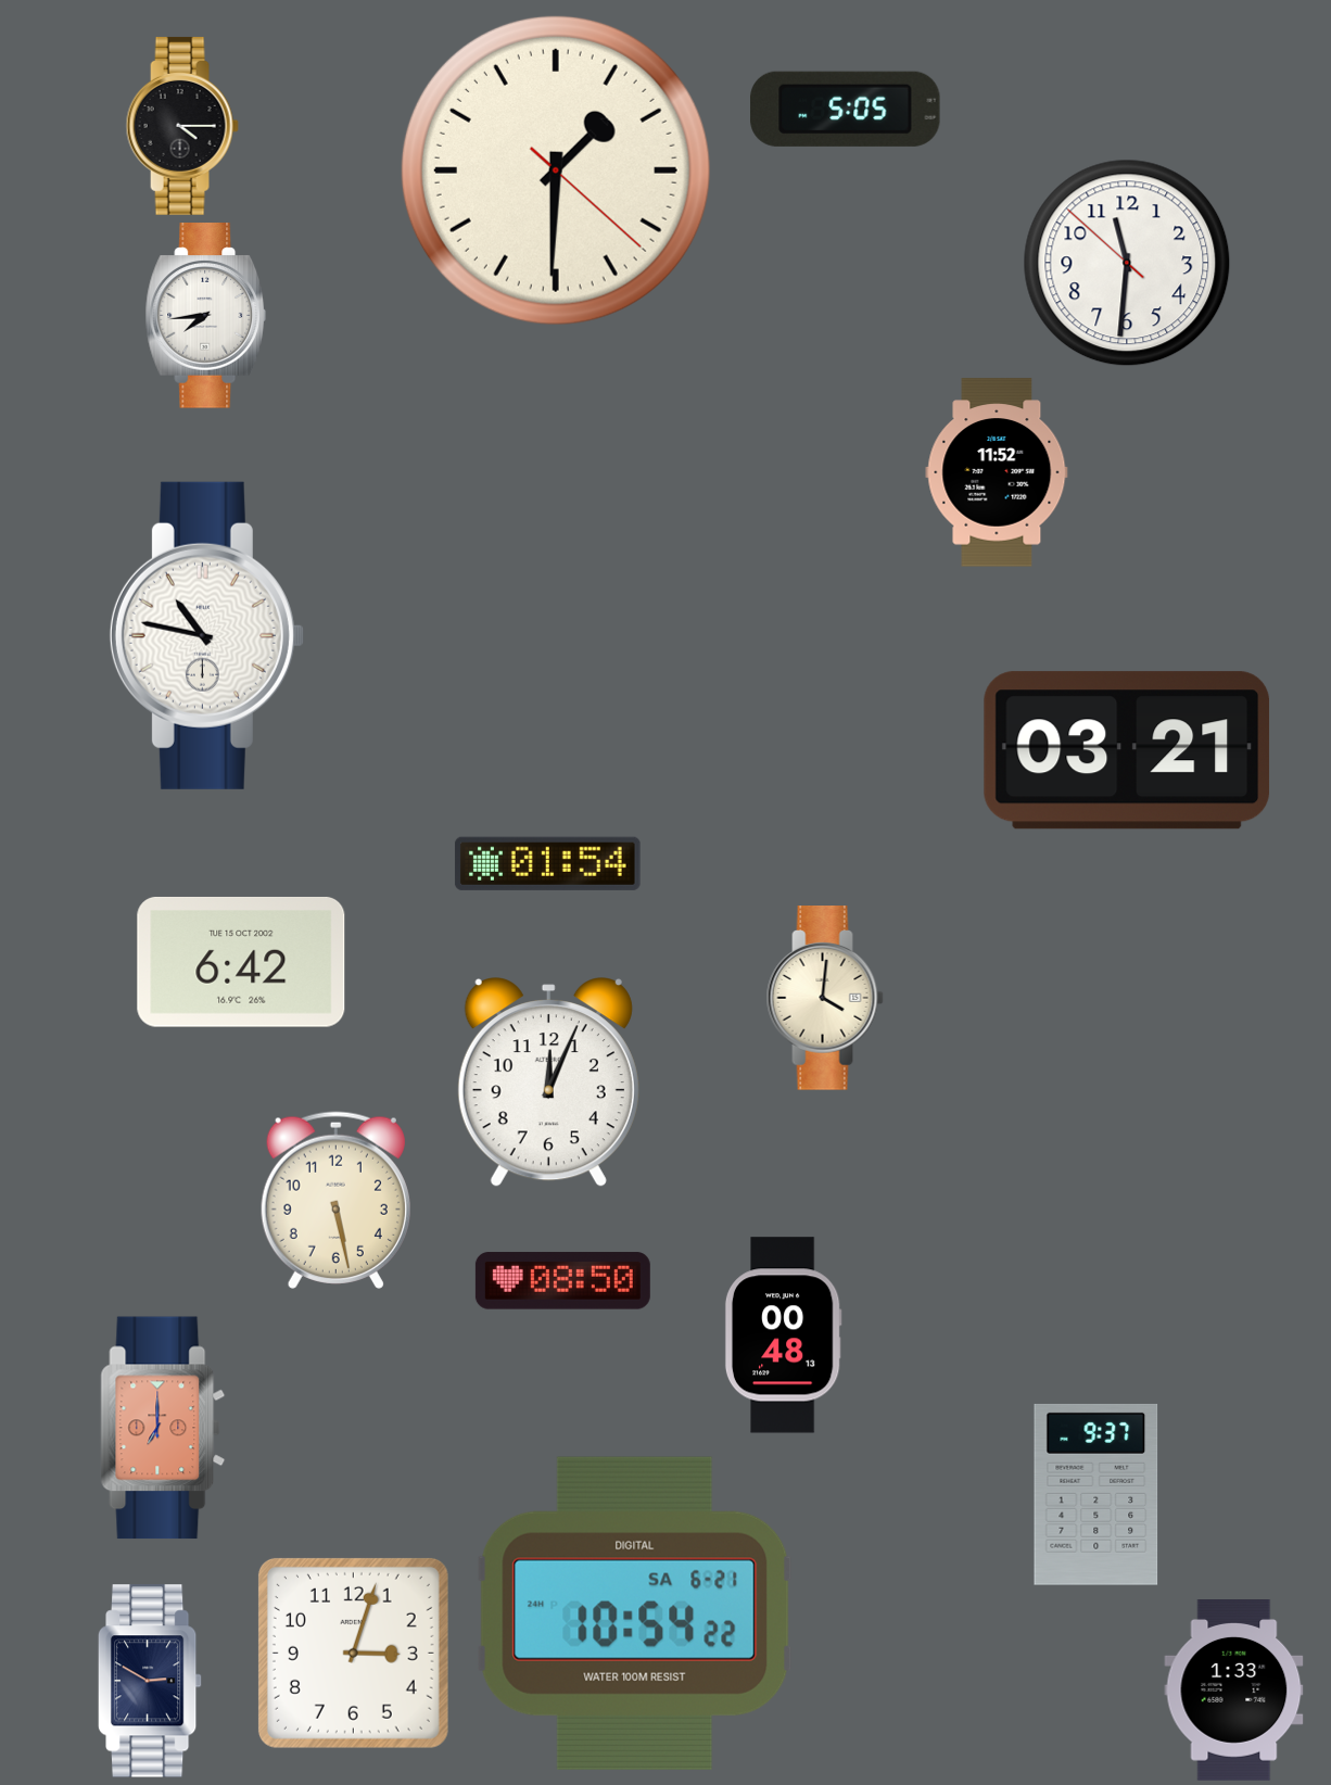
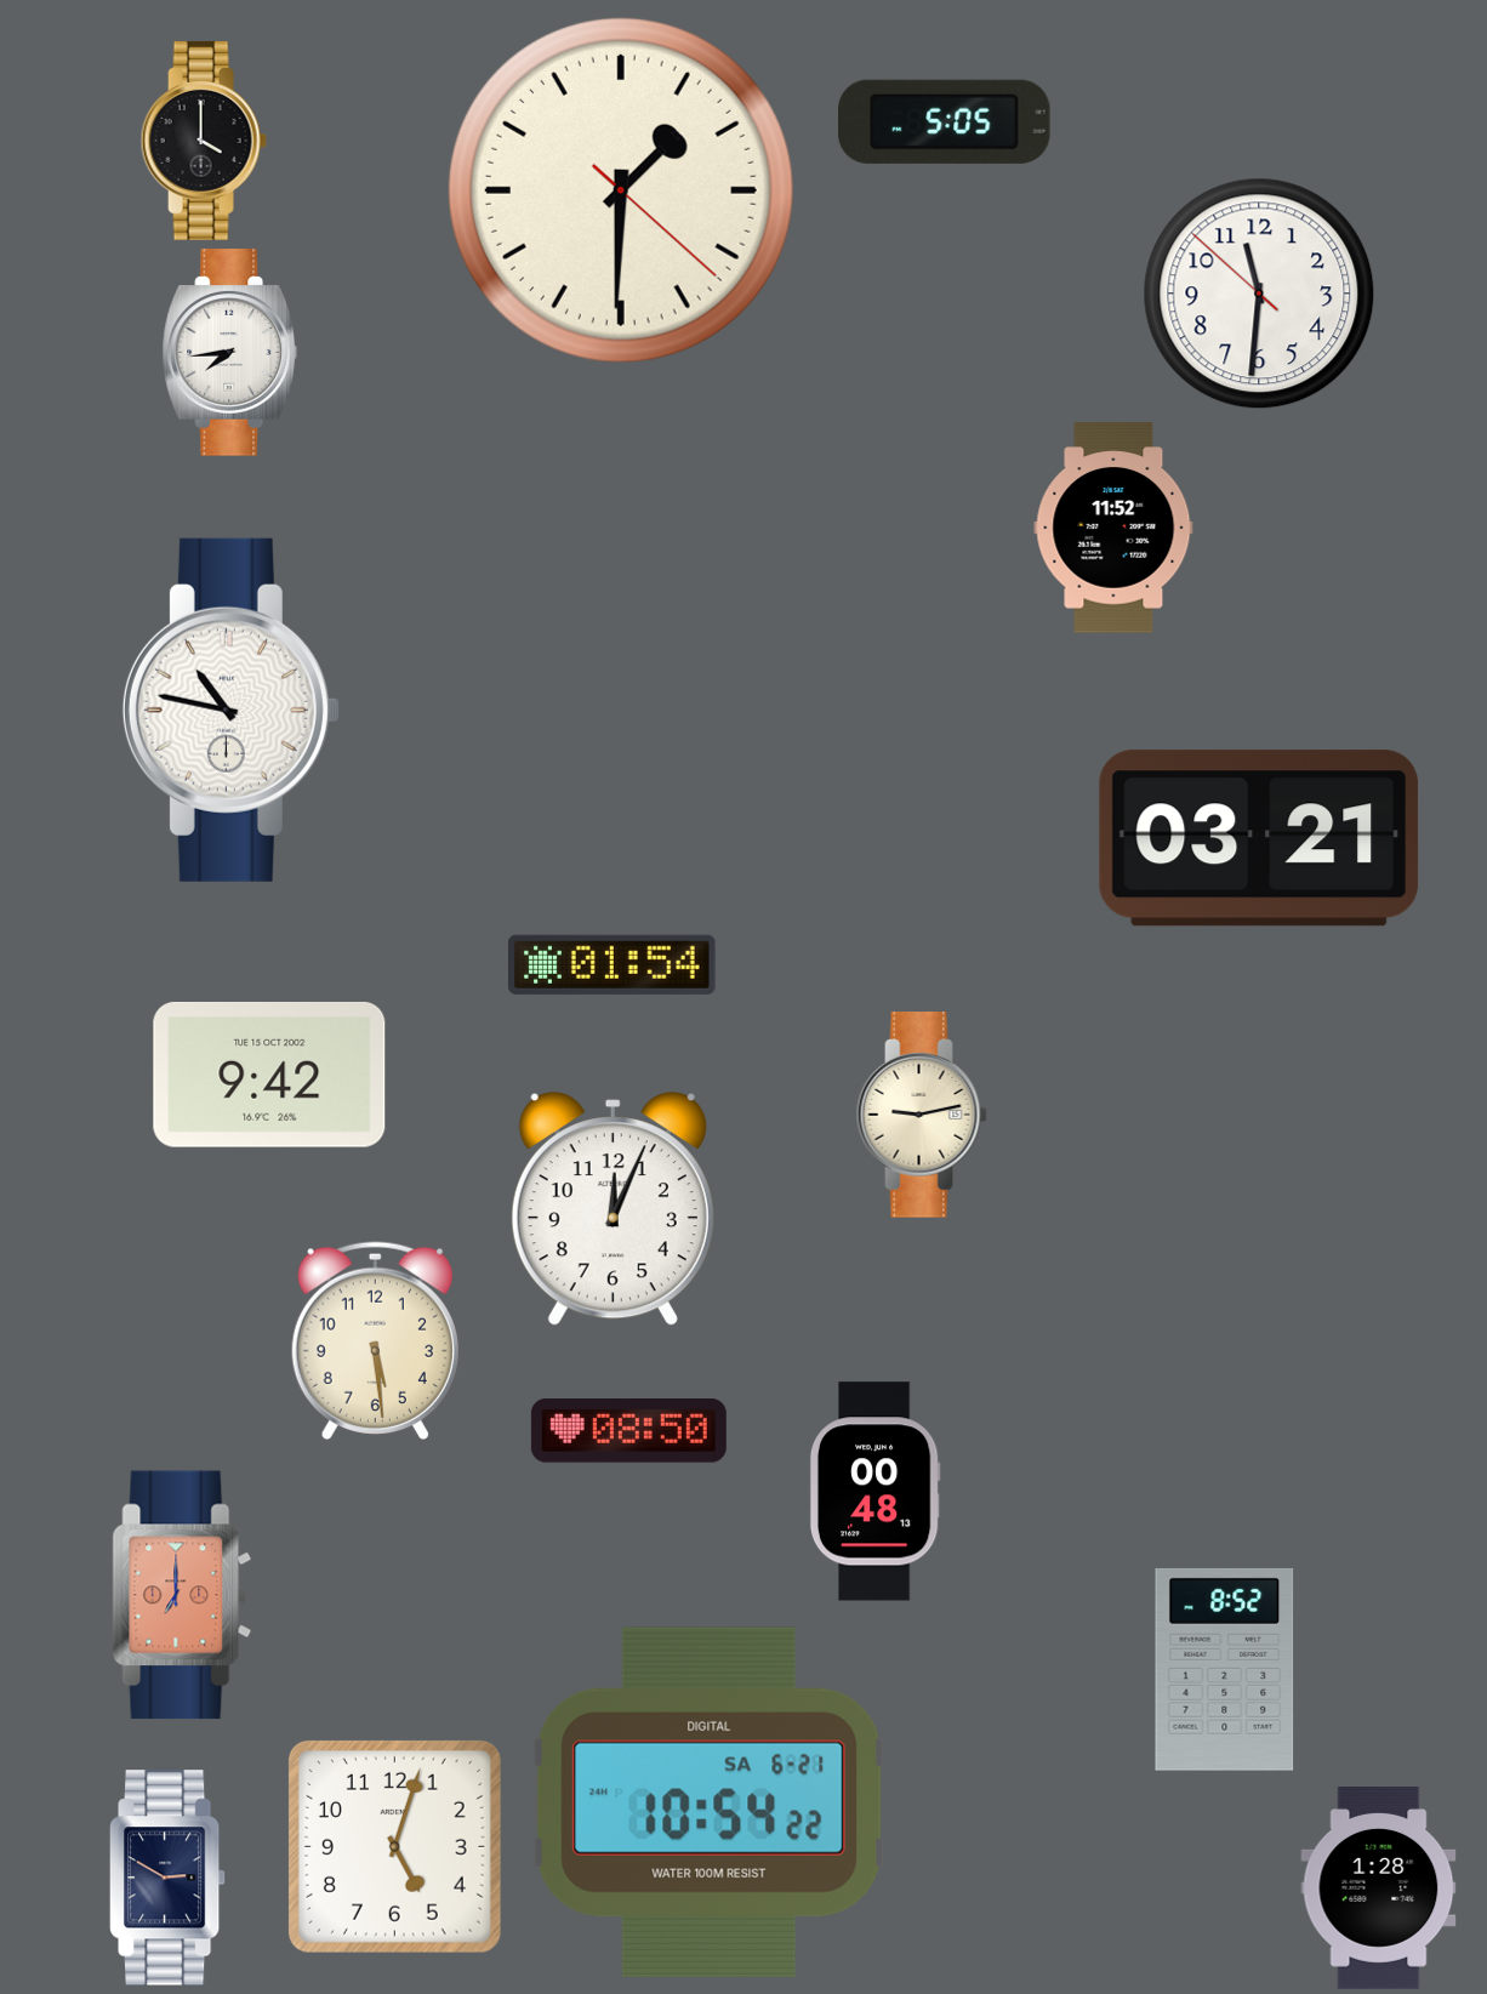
clock at (182, 126): 4:15 -> 4:00
clock at (241, 962): 6:42 -> 9:42
clock at (825, 998): 4:01 -> 9:13
clock at (335, 1200): 5:28 -> 5:29
clock at (1097, 1494): 9:37 -> 8:52
clock at (353, 1653): 3:03 -> 5:03
clock at (1234, 1691): 1:33 -> 1:28
